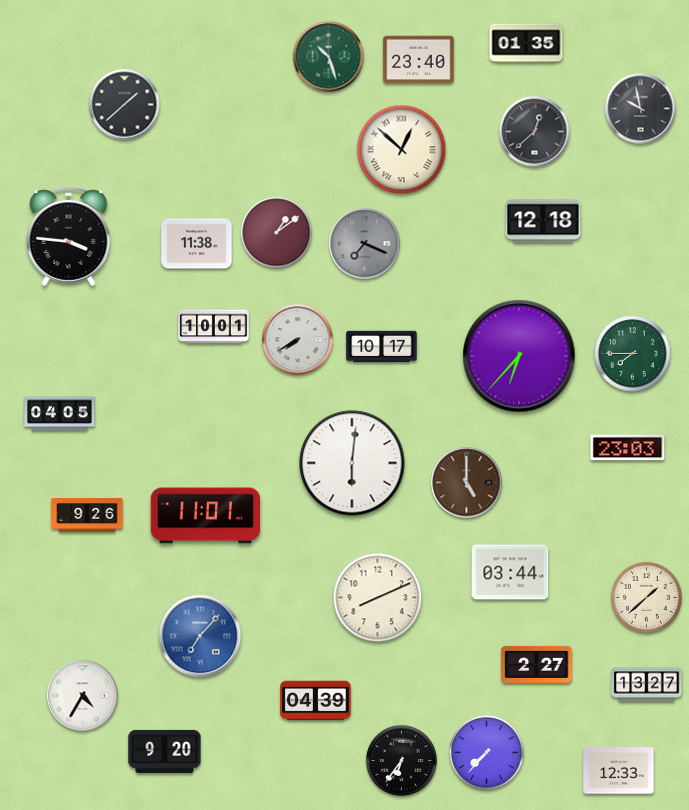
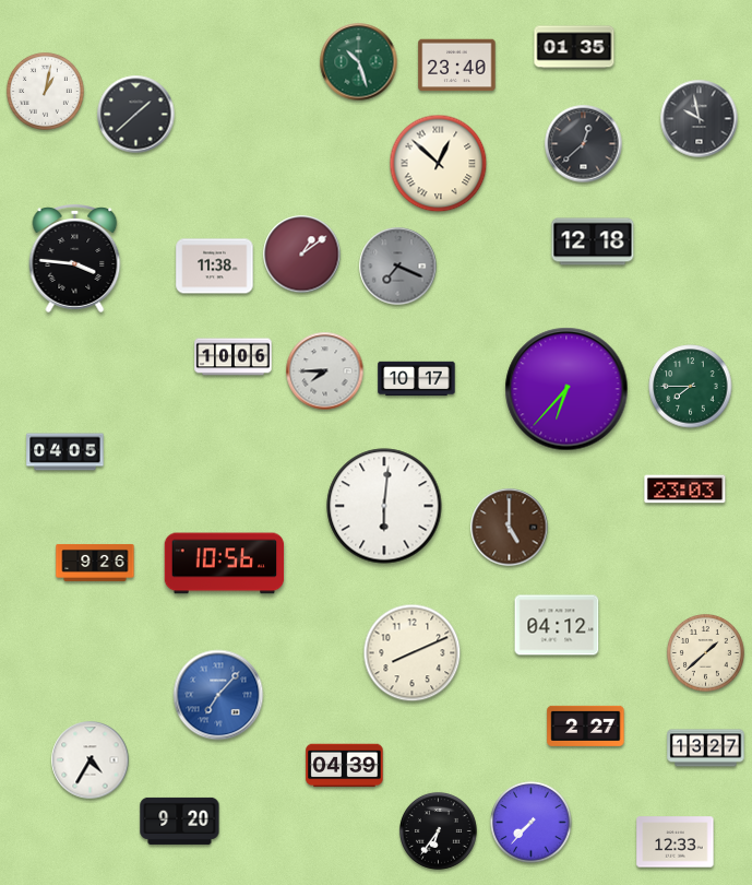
clock at (45, 91): none -> 1:02
clock at (214, 327): 10:01 -> 10:06
clock at (298, 340): 7:40 -> 7:45
clock at (206, 516): 11:01 -> 10:56
clock at (510, 572): 03:44 -> 04:12
